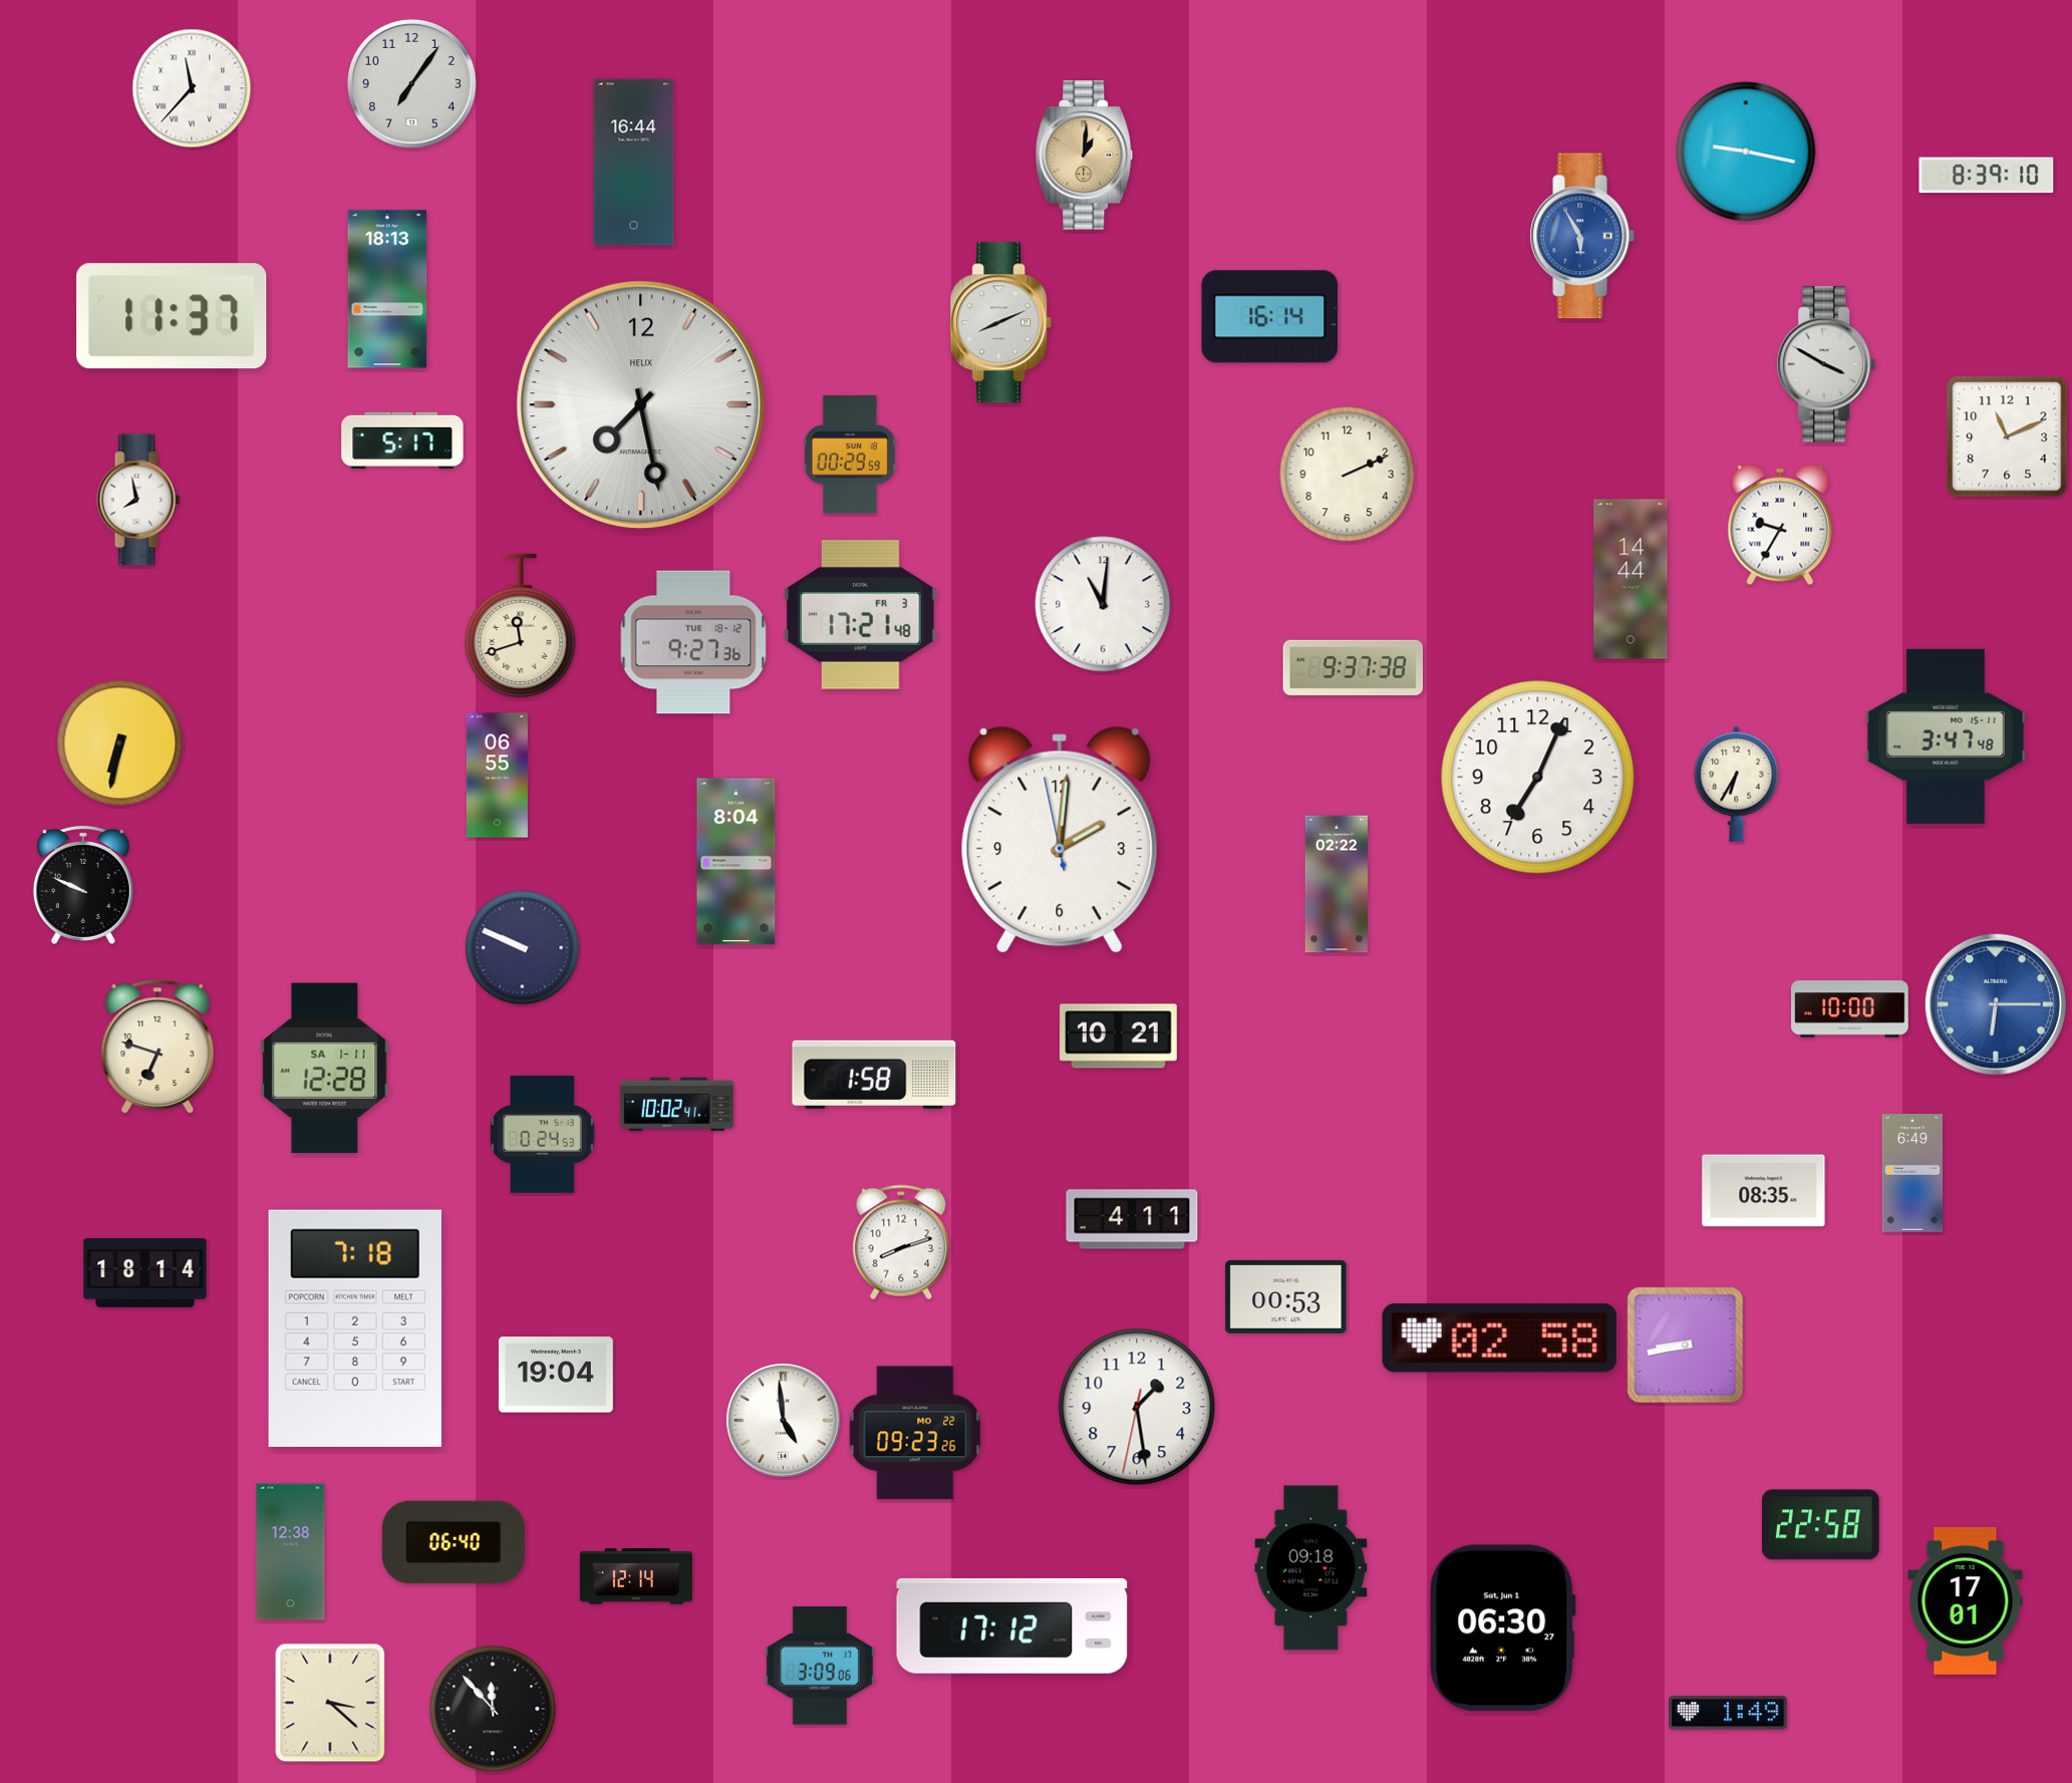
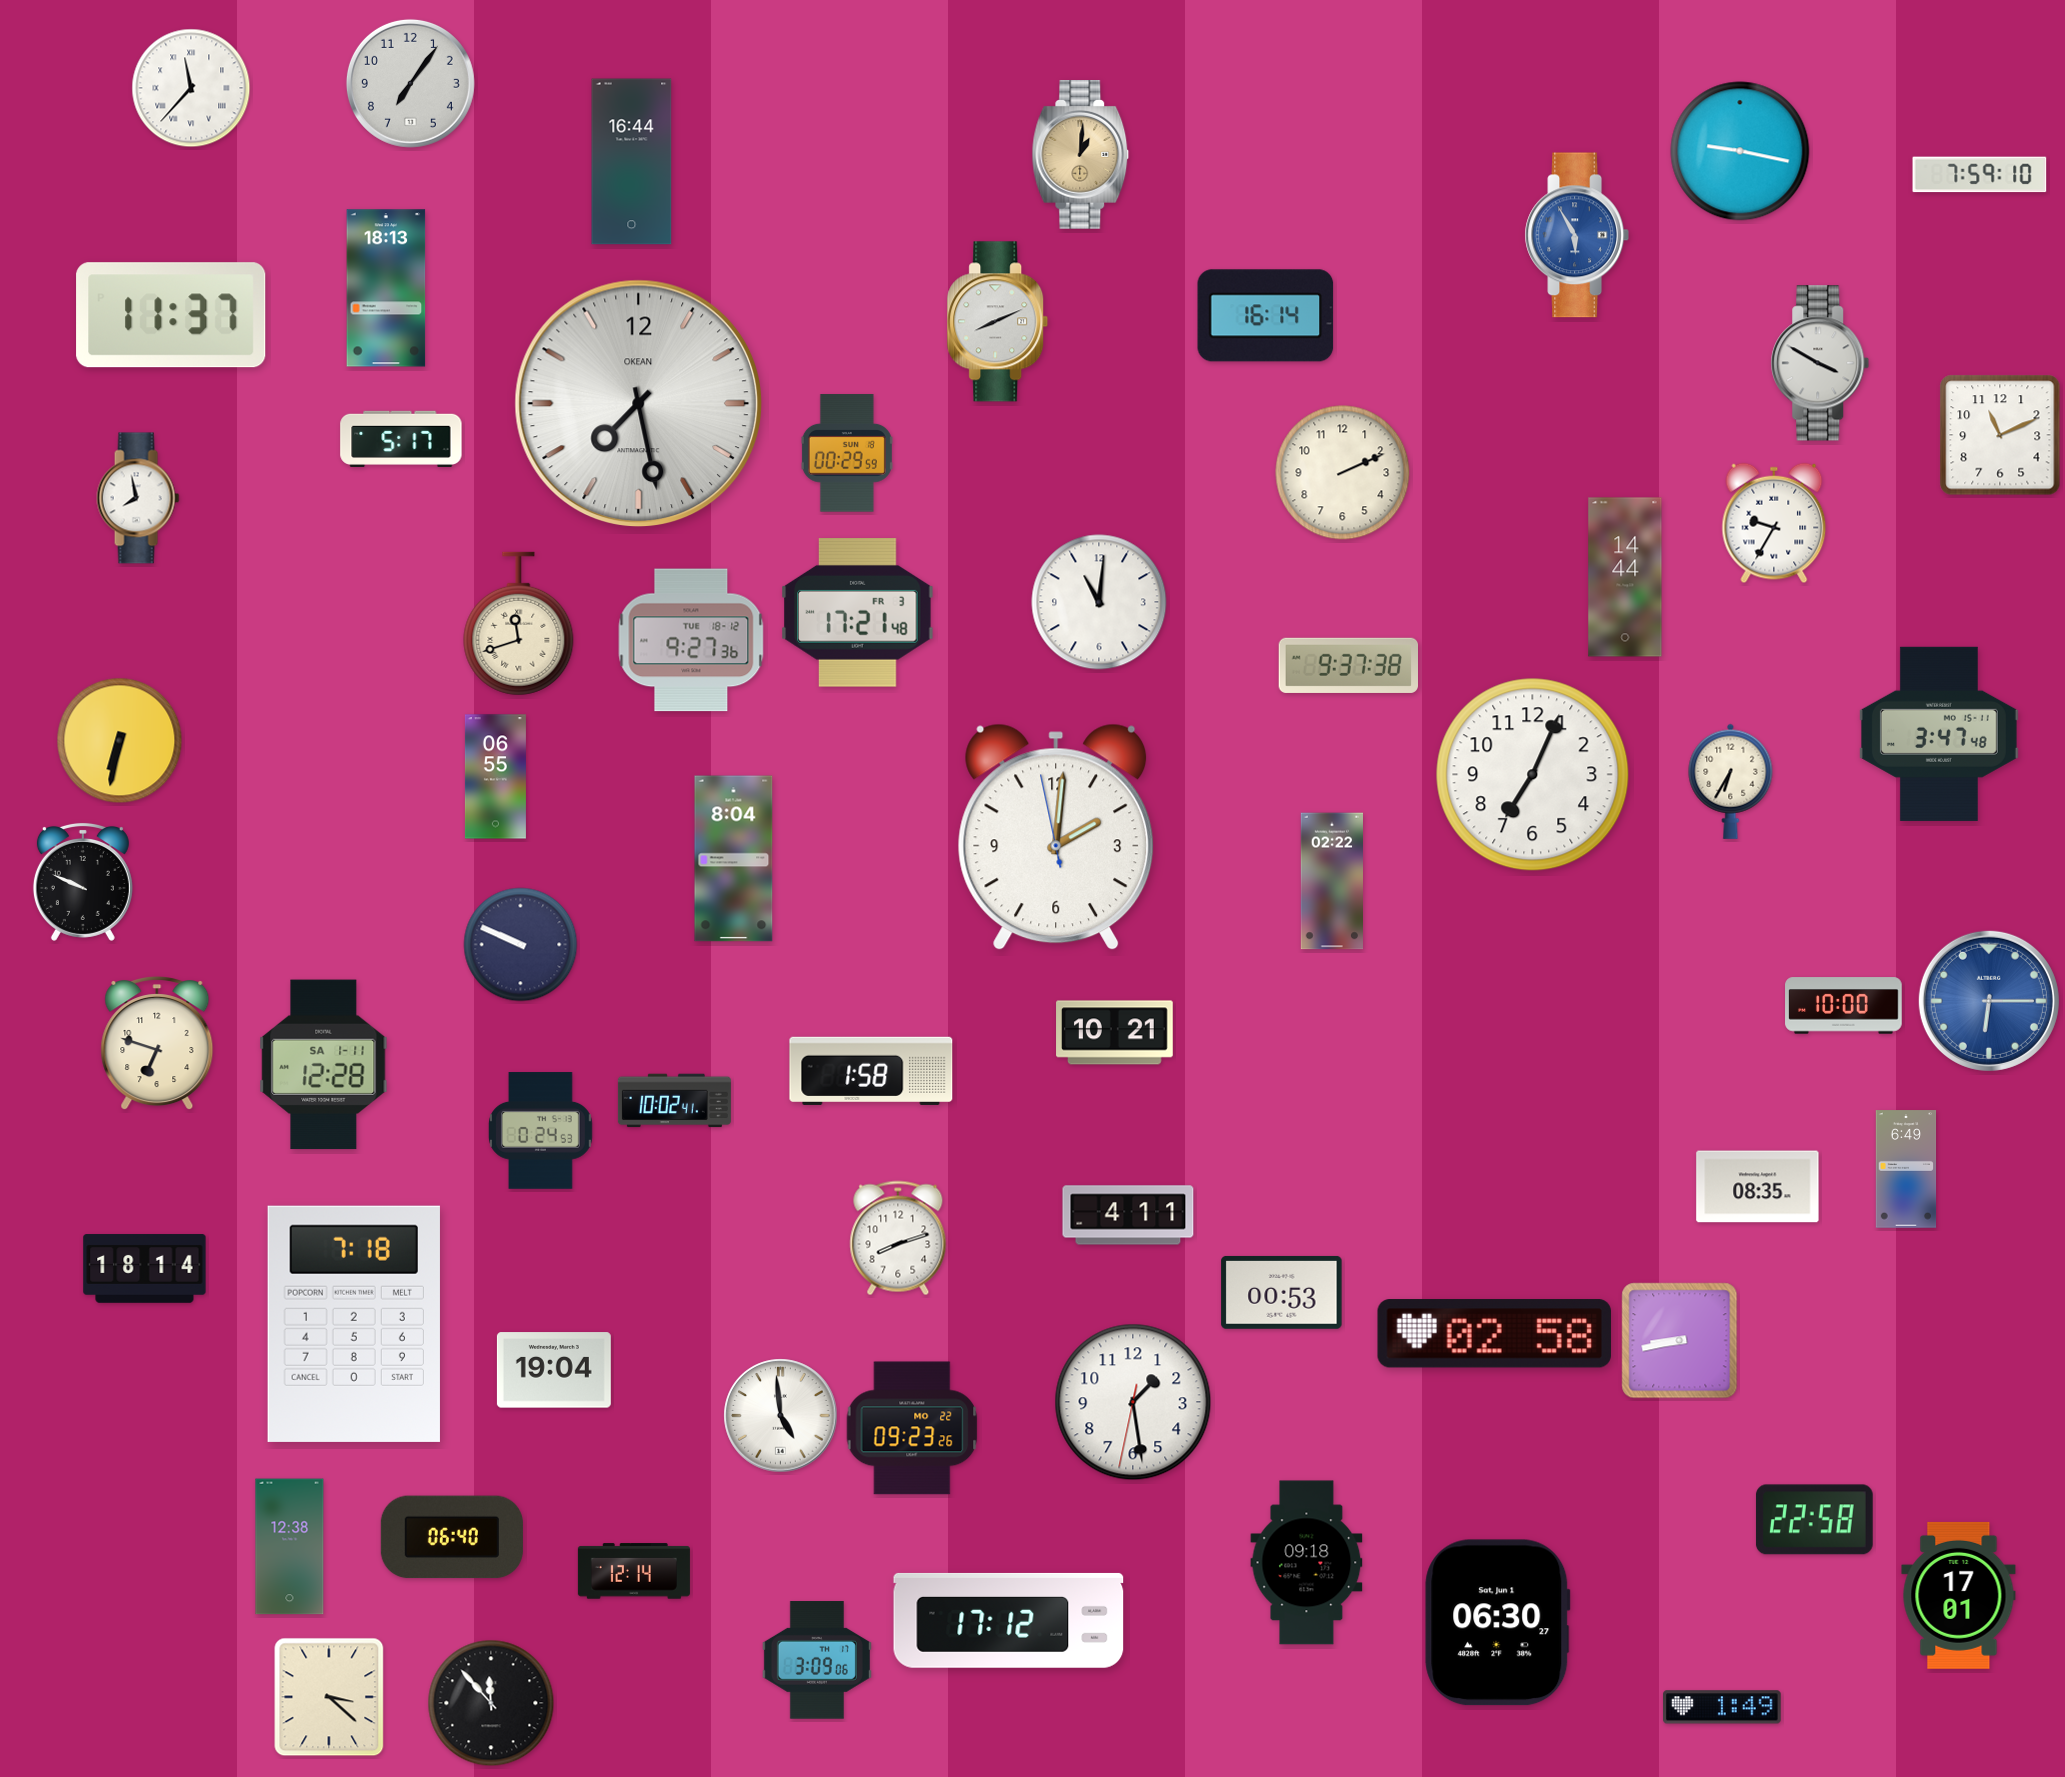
clock at (1987, 176): 8:39 -> 7:59
clock at (641, 405) brand: HELIX -> OKEAN
clock at (497, 776) position: (497, 776) -> (495, 777)
